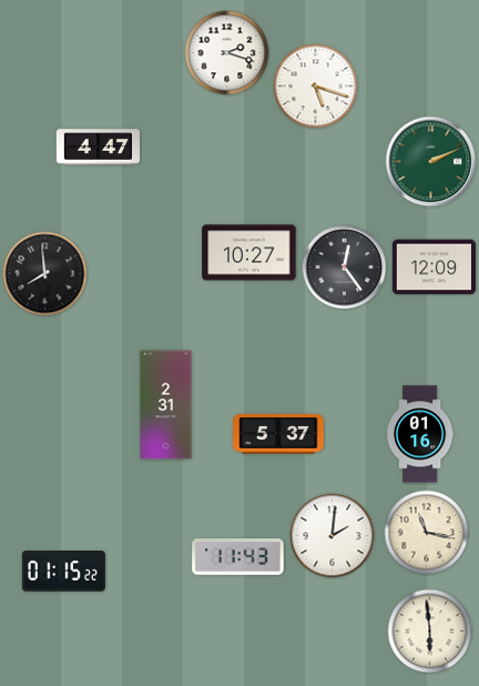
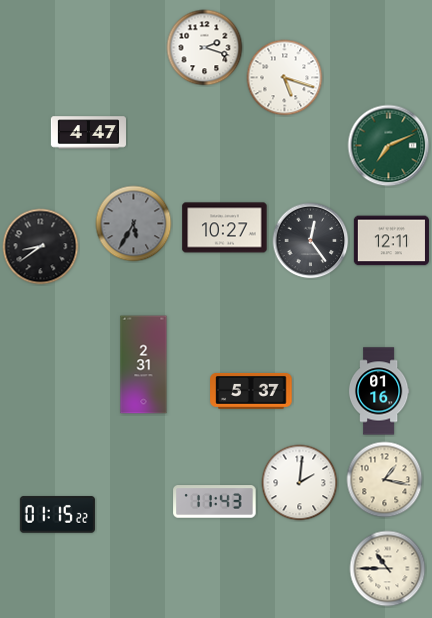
clock at (431, 162): 2:11 -> 7:11
clock at (134, 224): none -> 5:35
clock at (434, 268): 12:09 -> 12:11
clock at (45, 274): 7:59 -> 8:39
clock at (166, 405) position: (166, 405) -> (144, 365)
clock at (427, 533): 11:17 -> 1:17
clock at (430, 632): 5:59 -> 10:45
